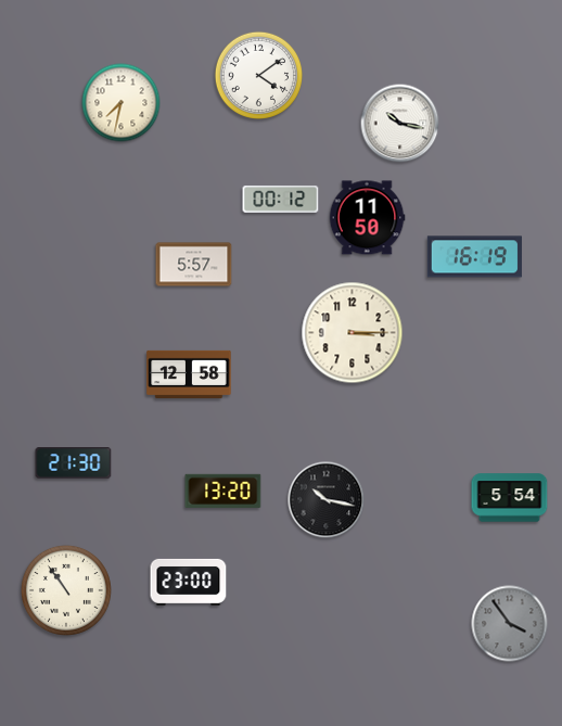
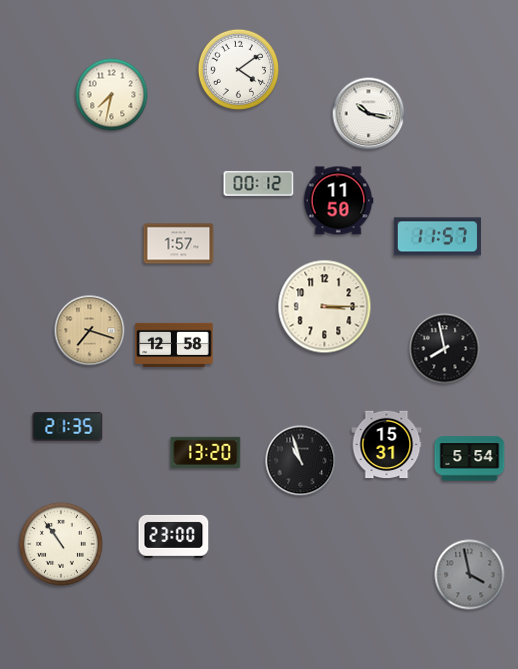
clock at (474, 257): 16:19 -> 11:57
clock at (194, 265): 5:57 -> 1:57
clock at (90, 331): none -> 7:18
clock at (445, 349): none -> 7:58
clock at (74, 463): 21:30 -> 21:35
clock at (387, 445): none -> 15:31
clock at (327, 500): 10:17 -> 10:57
clock at (510, 624): 3:54 -> 3:58
